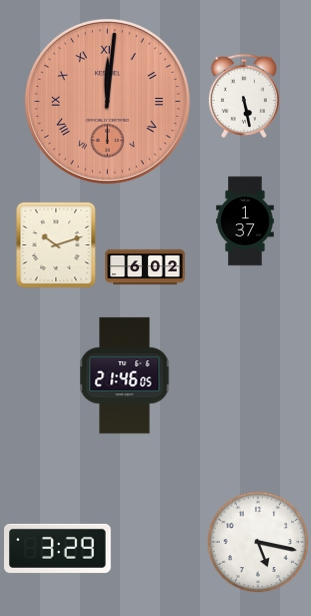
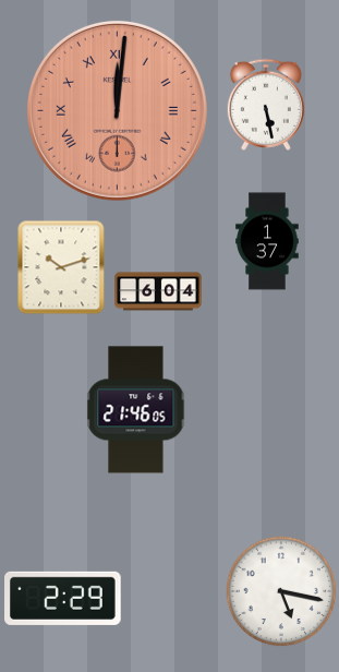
clock at (145, 267): 6:02 -> 6:04
clock at (58, 548): 3:29 -> 2:29
